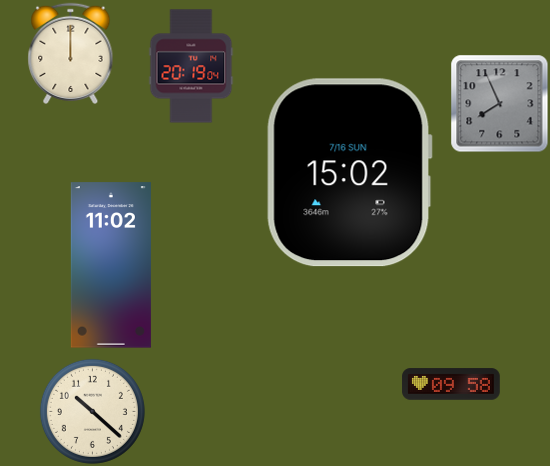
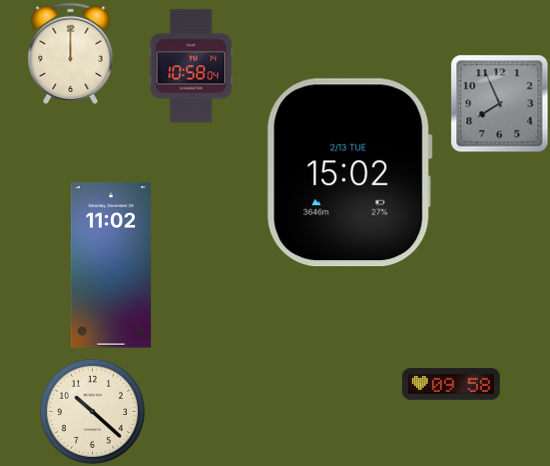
clock at (191, 66): 20:19 -> 10:58
clock at (349, 173) date: 7/16 SUN -> 2/13 TUE
